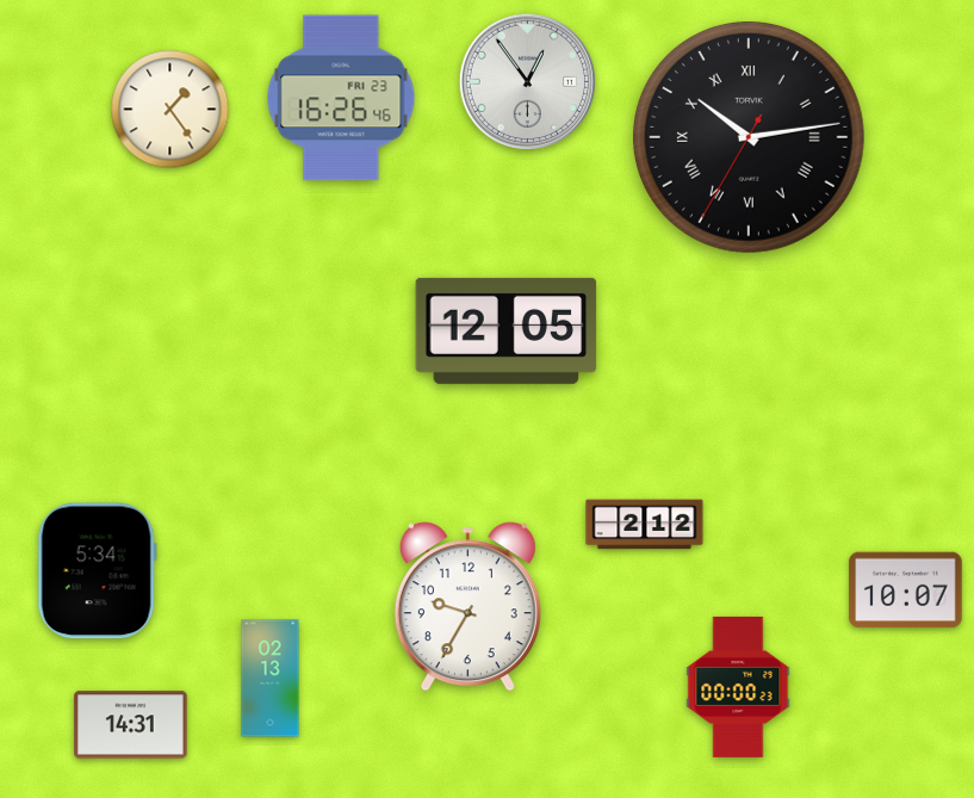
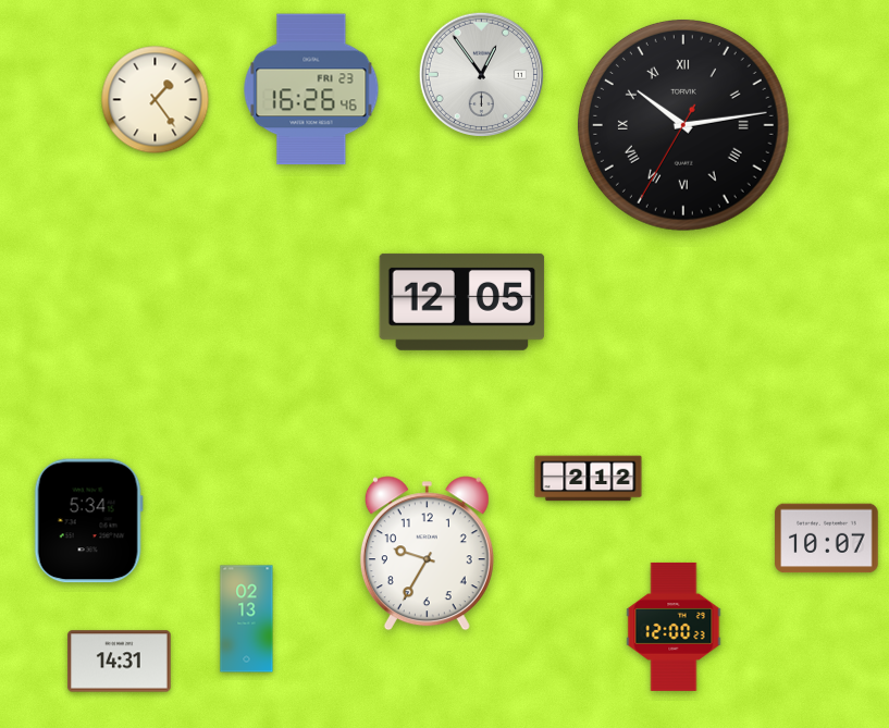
clock at (738, 687): 00:00 -> 12:00
